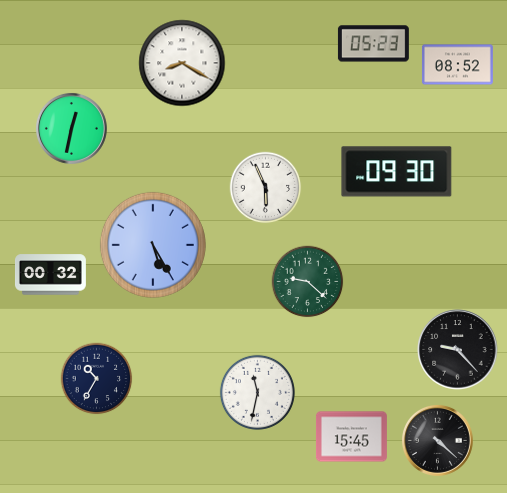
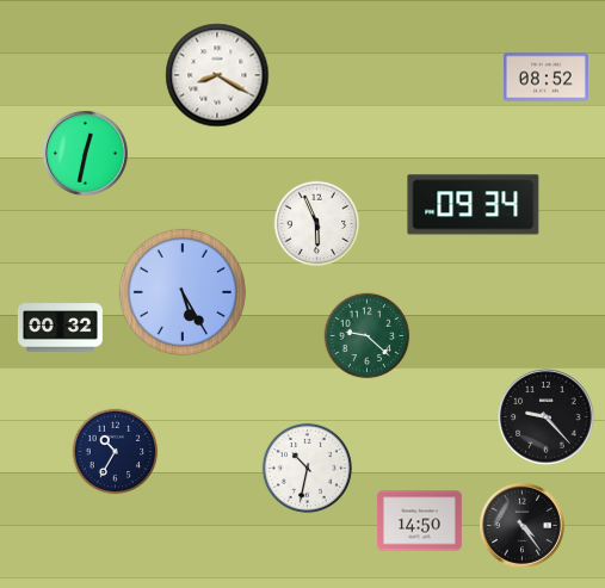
clock at (373, 44): 05:23 -> none
clock at (397, 172): 09:30 -> 09:34
clock at (257, 392): 11:32 -> 10:32
clock at (351, 437): 15:45 -> 14:50
clock at (437, 440): 4:22 -> 4:24
